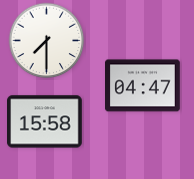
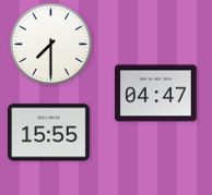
clock at (45, 122): 15:58 -> 15:55
